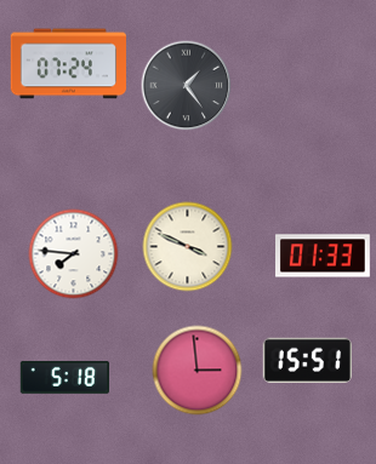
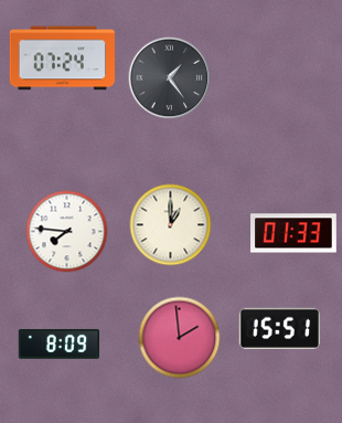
clock at (188, 247): 3:49 -> 1:00
clock at (198, 371): 2:59 -> 1:59
clock at (64, 378): 5:18 -> 8:09
